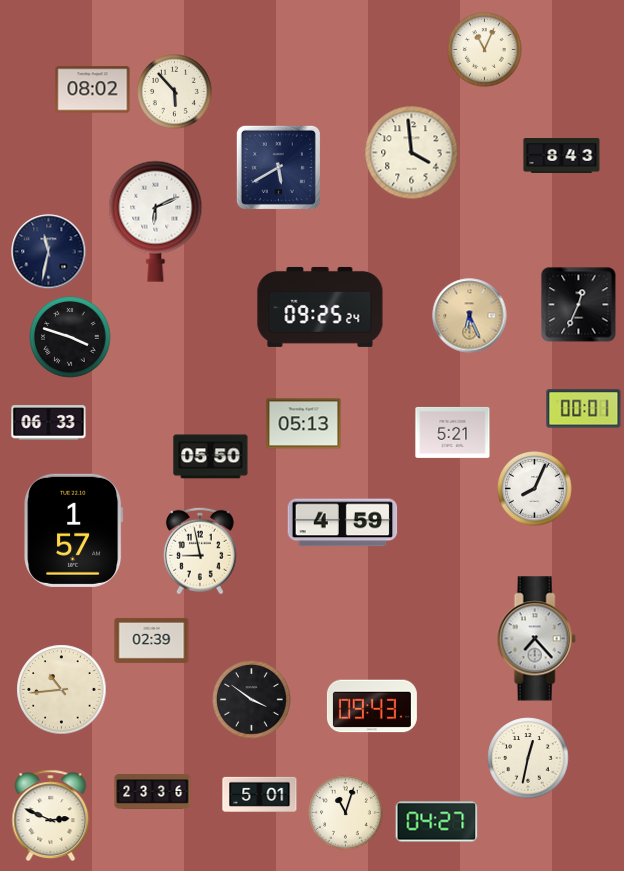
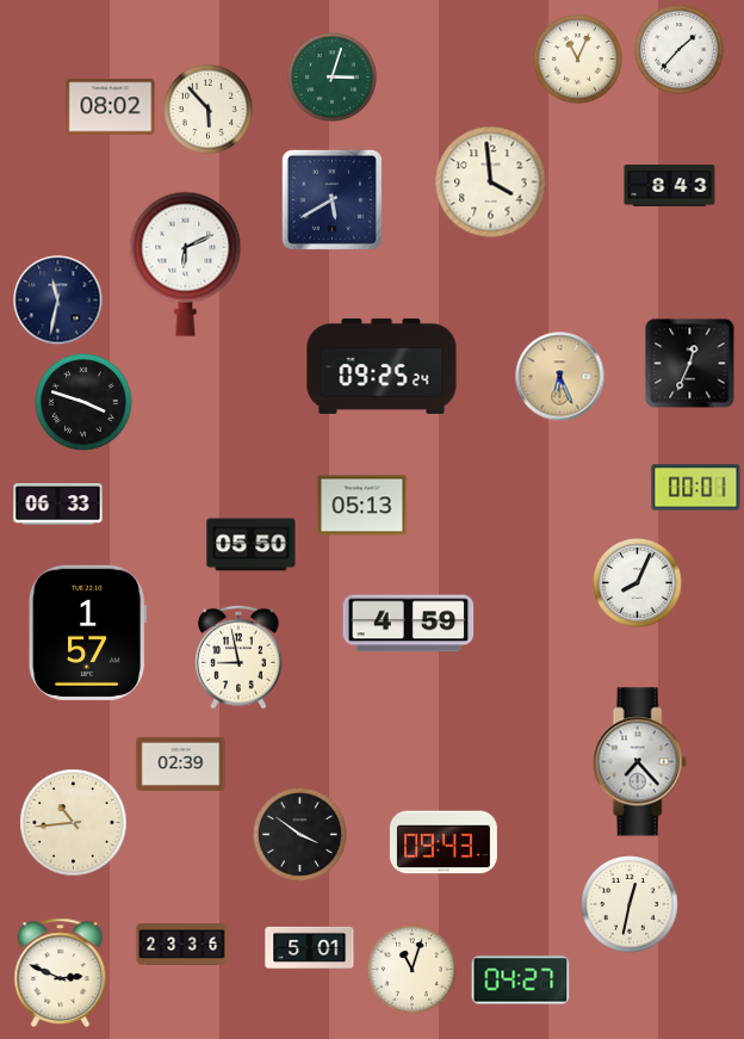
clock at (680, 50): none -> 1:37
clock at (333, 78): none -> 3:03
clock at (453, 432): 5:21 -> none
